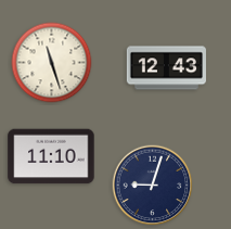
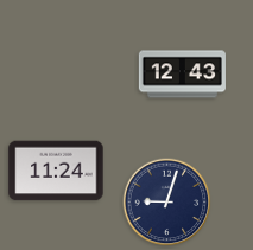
clock at (52, 63): 11:27 -> none
clock at (51, 156): 11:10 -> 11:24
